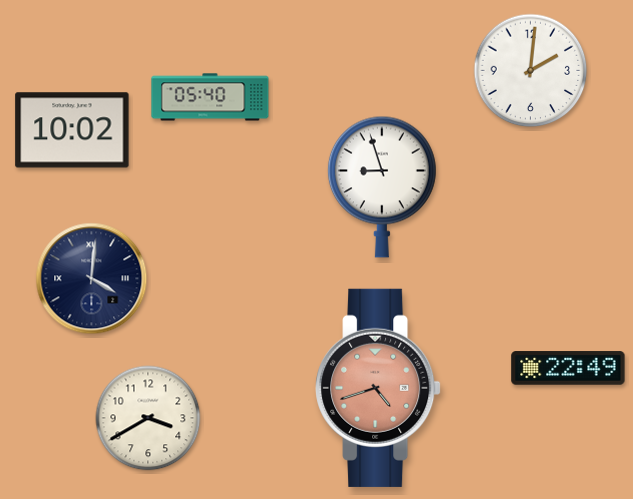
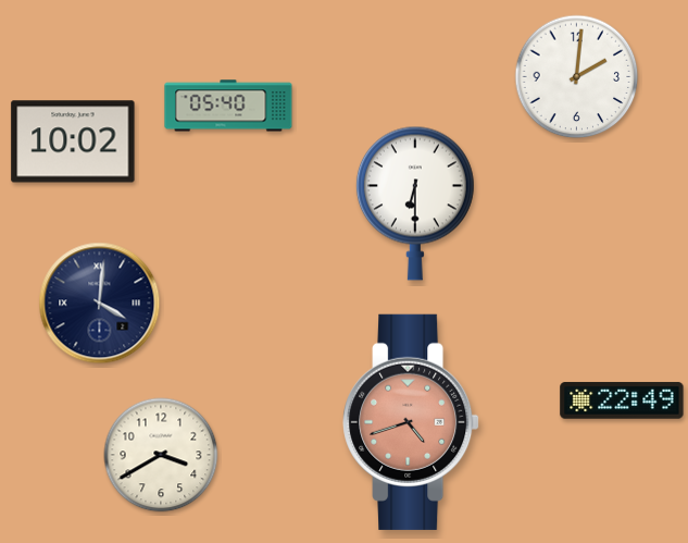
clock at (72, 130) position: (72, 130) -> (73, 141)
clock at (382, 187): 8:57 -> 6:30
clock at (568, 368) position: (568, 368) -> (622, 400)
